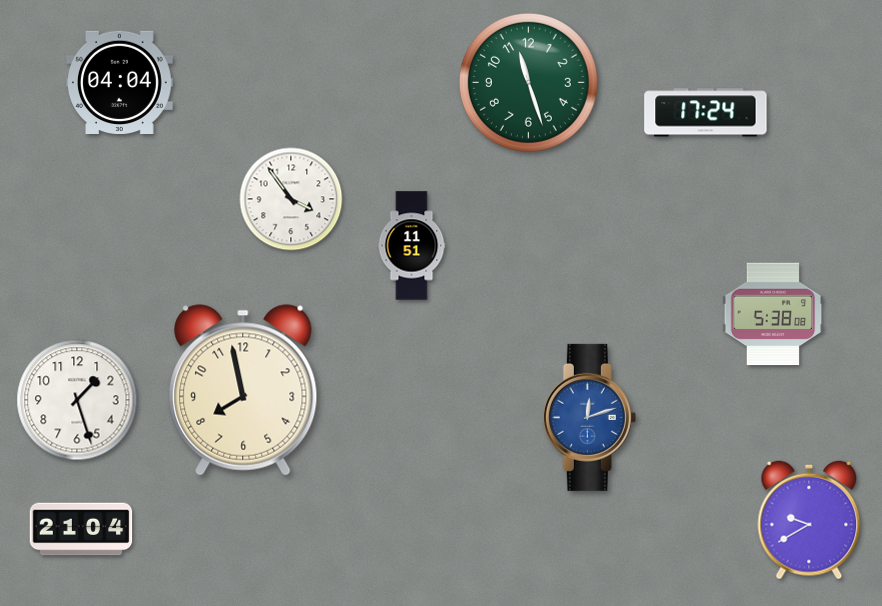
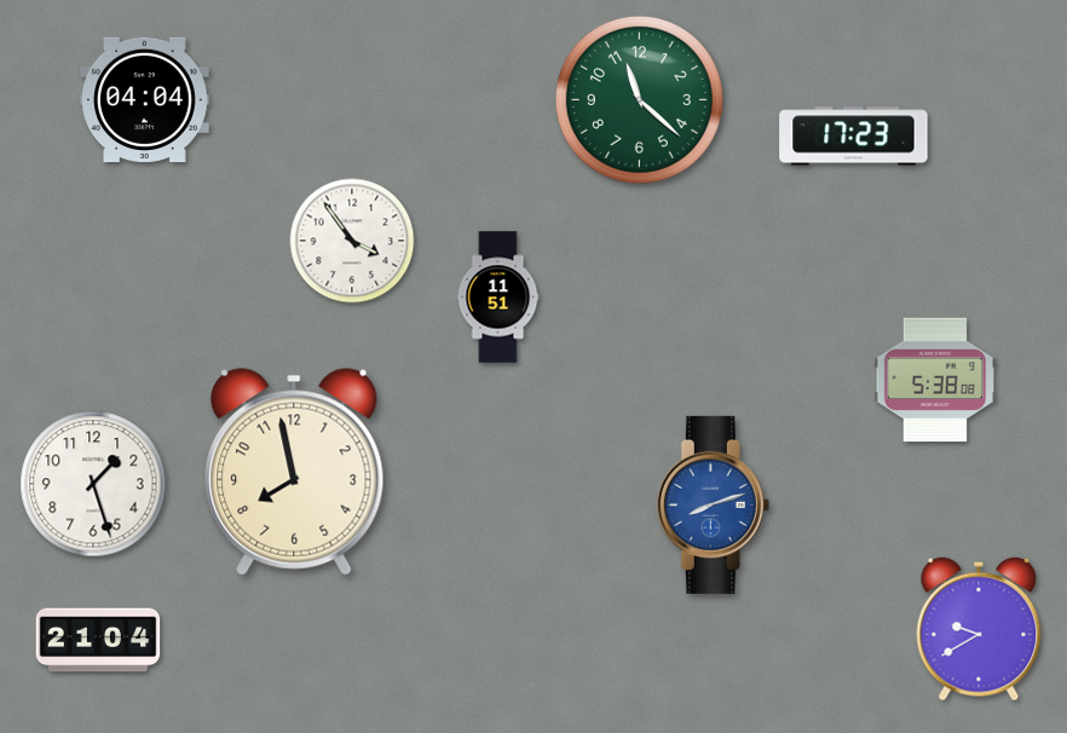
clock at (528, 82): 11:27 -> 11:22
clock at (706, 113): 17:24 -> 17:23
clock at (589, 417): 12:12 -> 8:12
